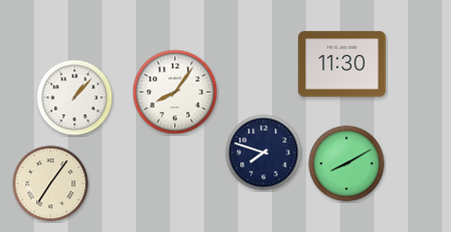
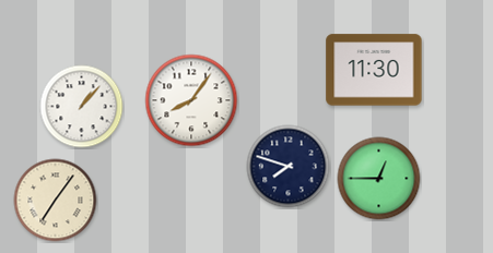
clock at (347, 164): 8:10 -> 12:45
